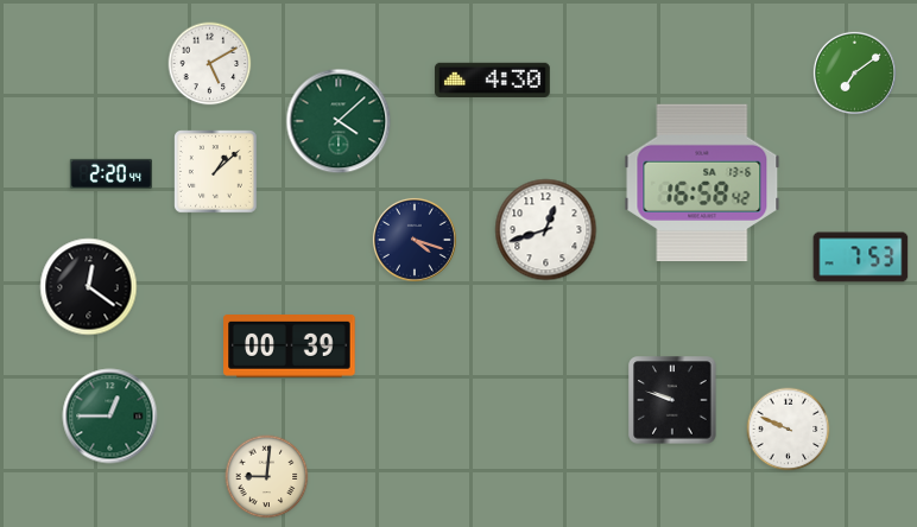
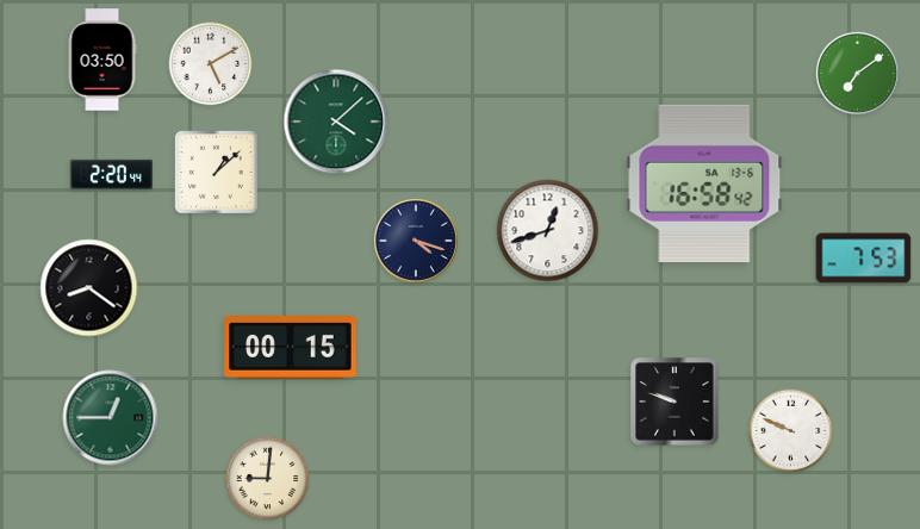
clock at (102, 60): none -> 03:50
clock at (492, 80): 4:30 -> none
clock at (339, 121) position: (339, 121) -> (336, 122)
clock at (89, 287): 12:21 -> 8:21
clock at (290, 347): 00:39 -> 00:15
